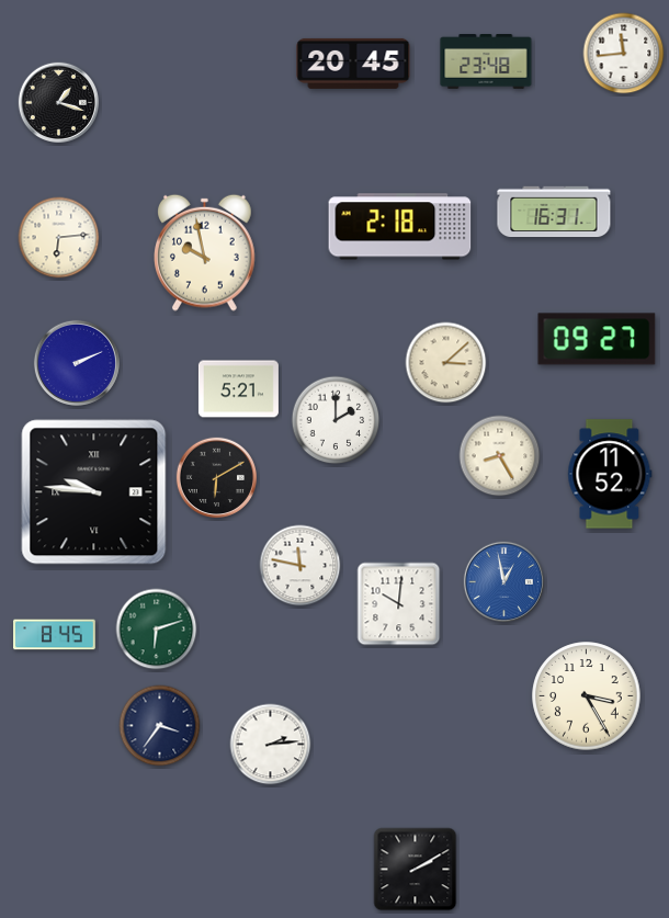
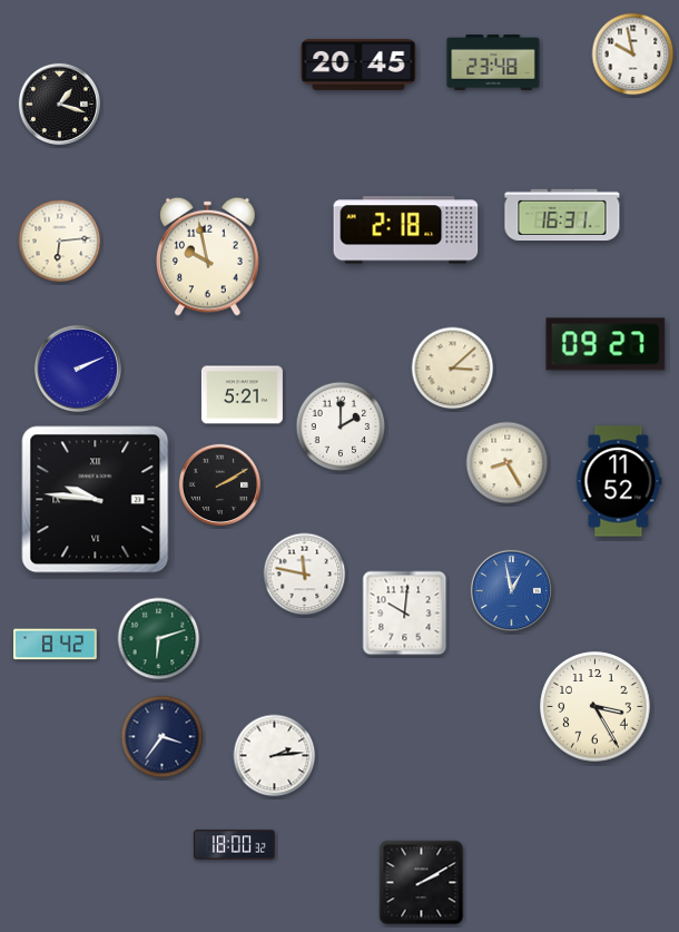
clock at (624, 54): 11:44 -> 9:58
clock at (216, 477): 6:10 -> 2:10
clock at (55, 635): 8:45 -> 8:42
clock at (234, 845): none -> 18:00
